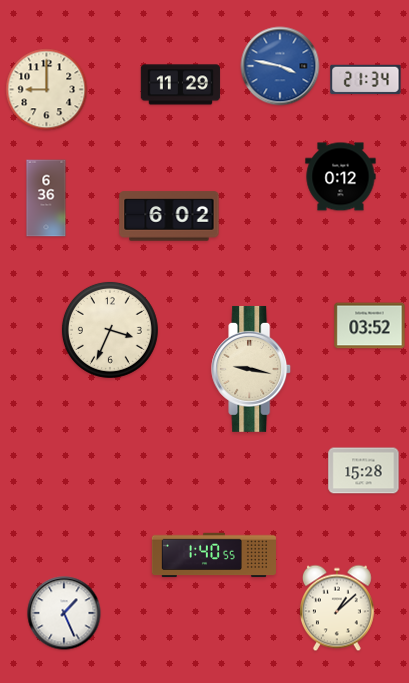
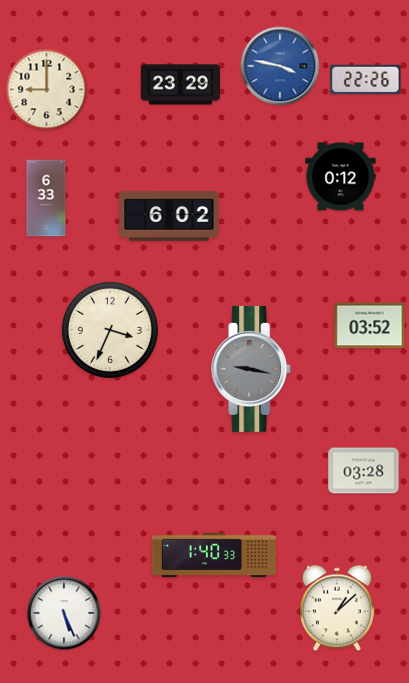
clock at (366, 79): 21:34 -> 22:26
clock at (181, 85): 11:29 -> 23:29
clock at (46, 198): 6:36 -> 6:33
clock at (252, 369) dial: cream -> grey
clock at (364, 471): 15:28 -> 03:28
clock at (214, 555): 1:40:55 -> 1:40:33
clock at (64, 613): 1:26 -> 5:26
